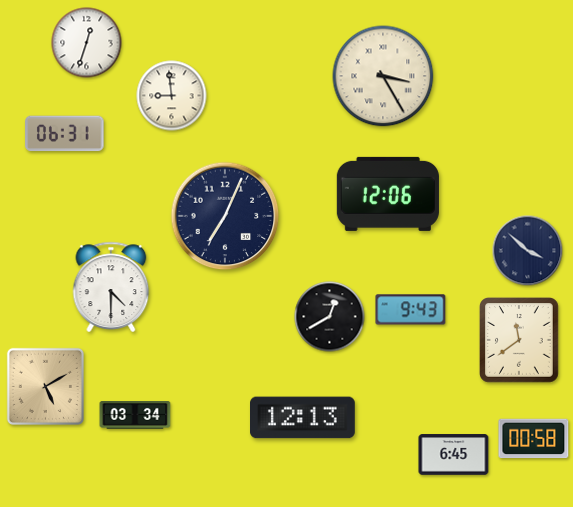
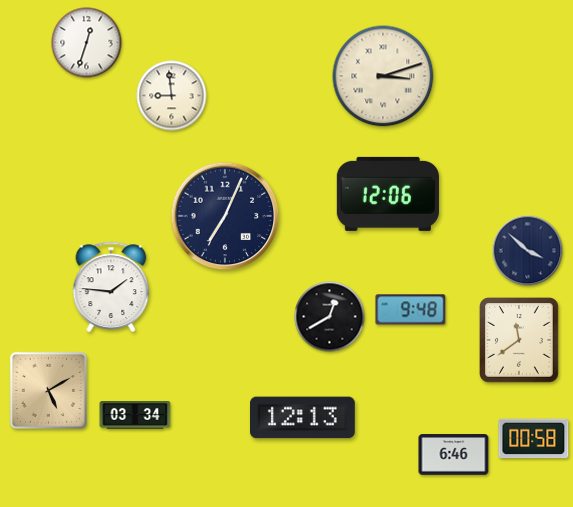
clock at (383, 76): 3:25 -> 3:12
clock at (65, 134): 06:31 -> none
clock at (111, 287): 4:30 -> 1:46
clock at (411, 310): 9:43 -> 9:48
clock at (45, 386) position: (45, 386) -> (48, 390)
clock at (454, 455): 6:45 -> 6:46
